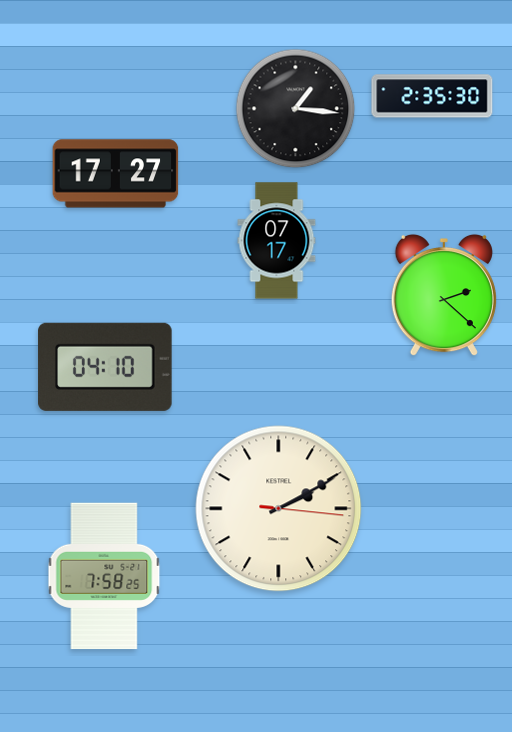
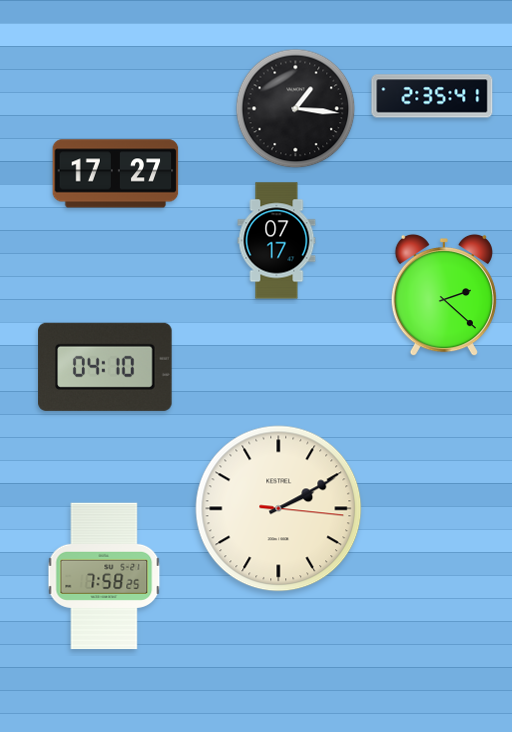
clock at (432, 96): 2:35:30 -> 2:35:41
